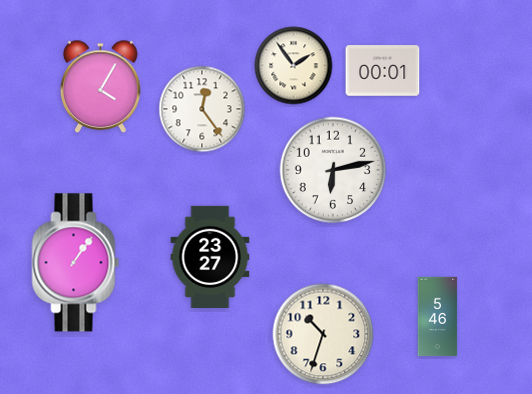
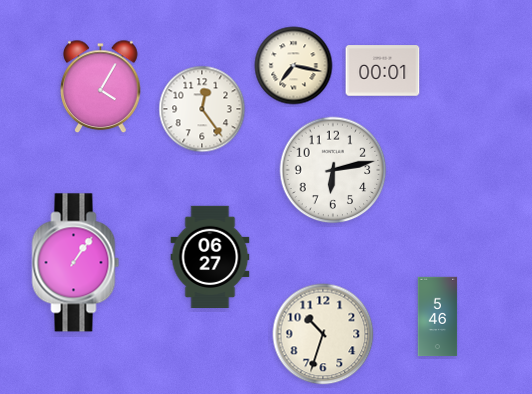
clock at (294, 66): 1:54 -> 7:17
clock at (210, 256): 23:27 -> 06:27
